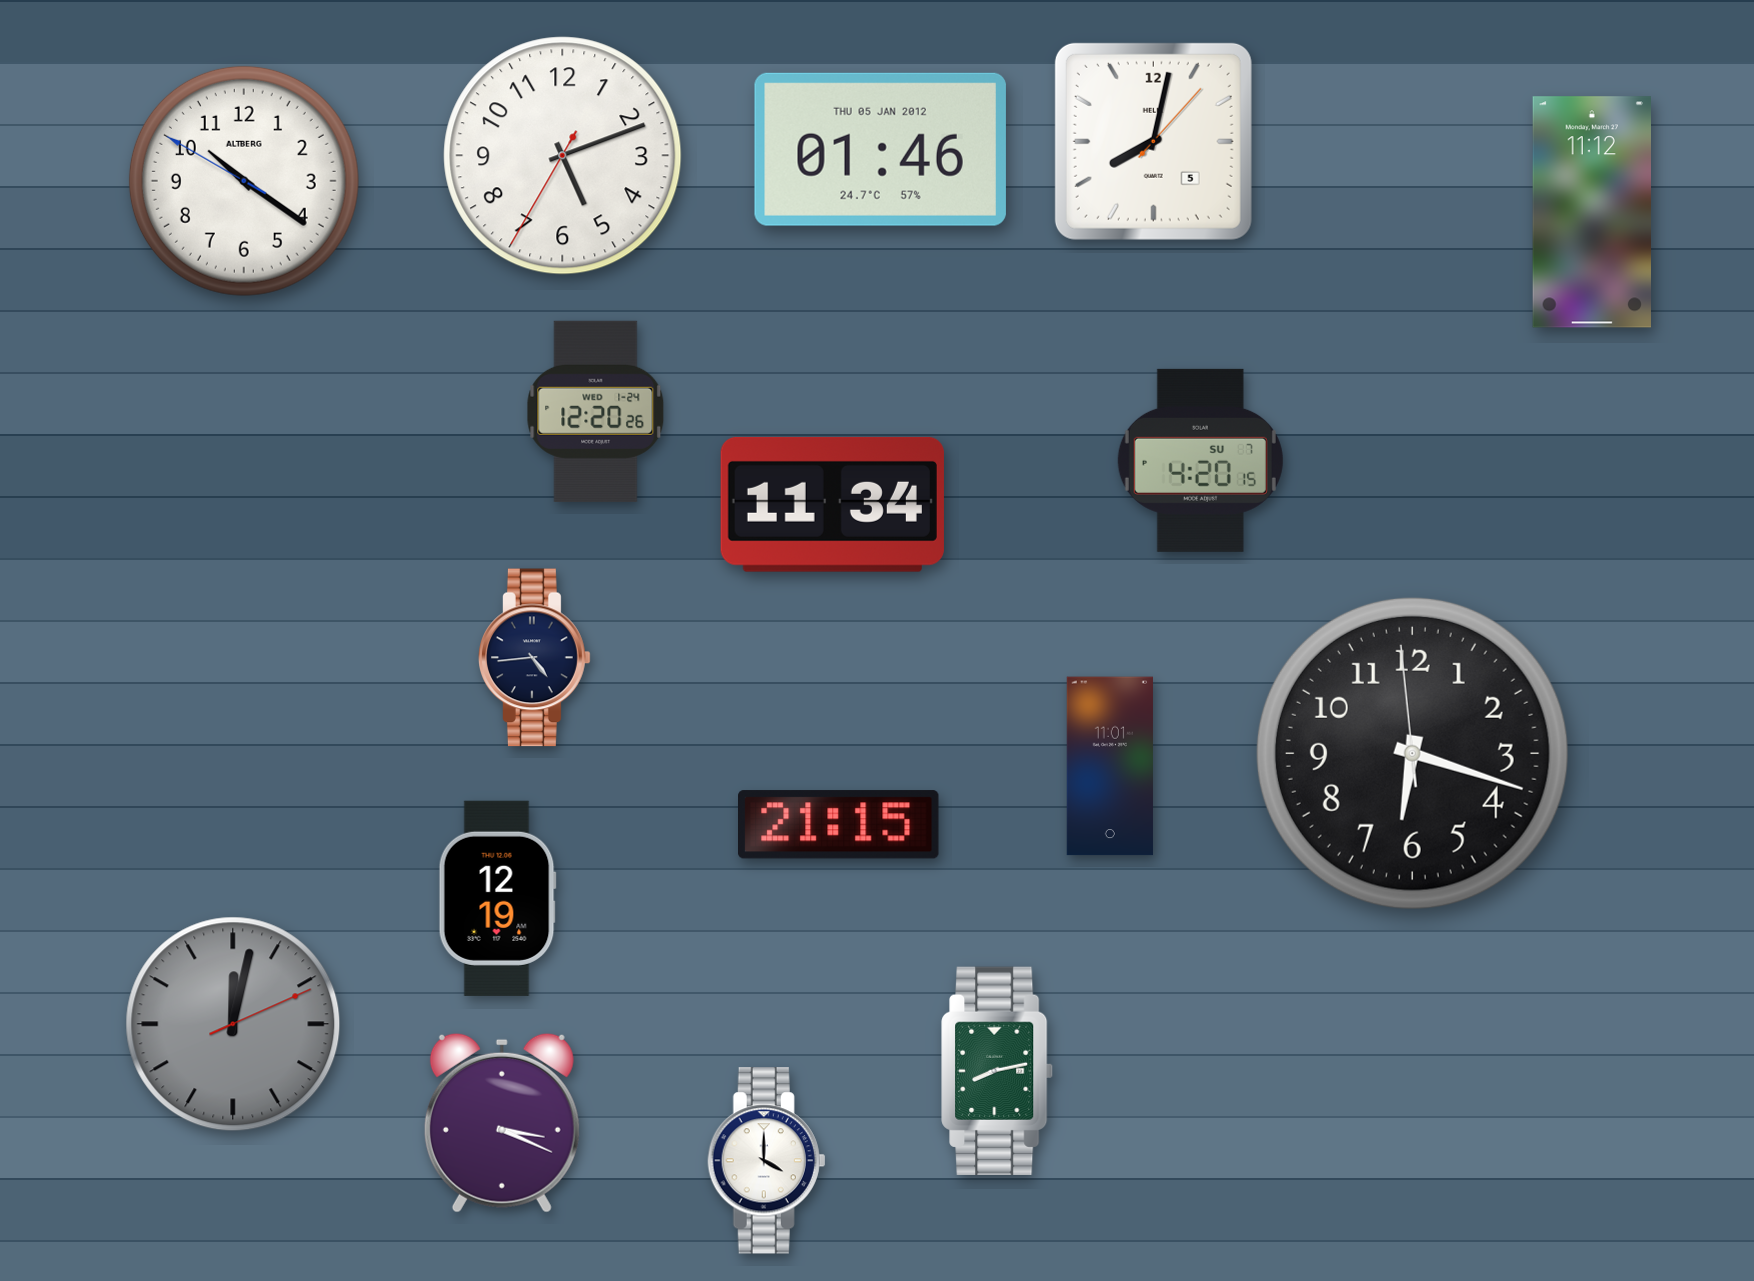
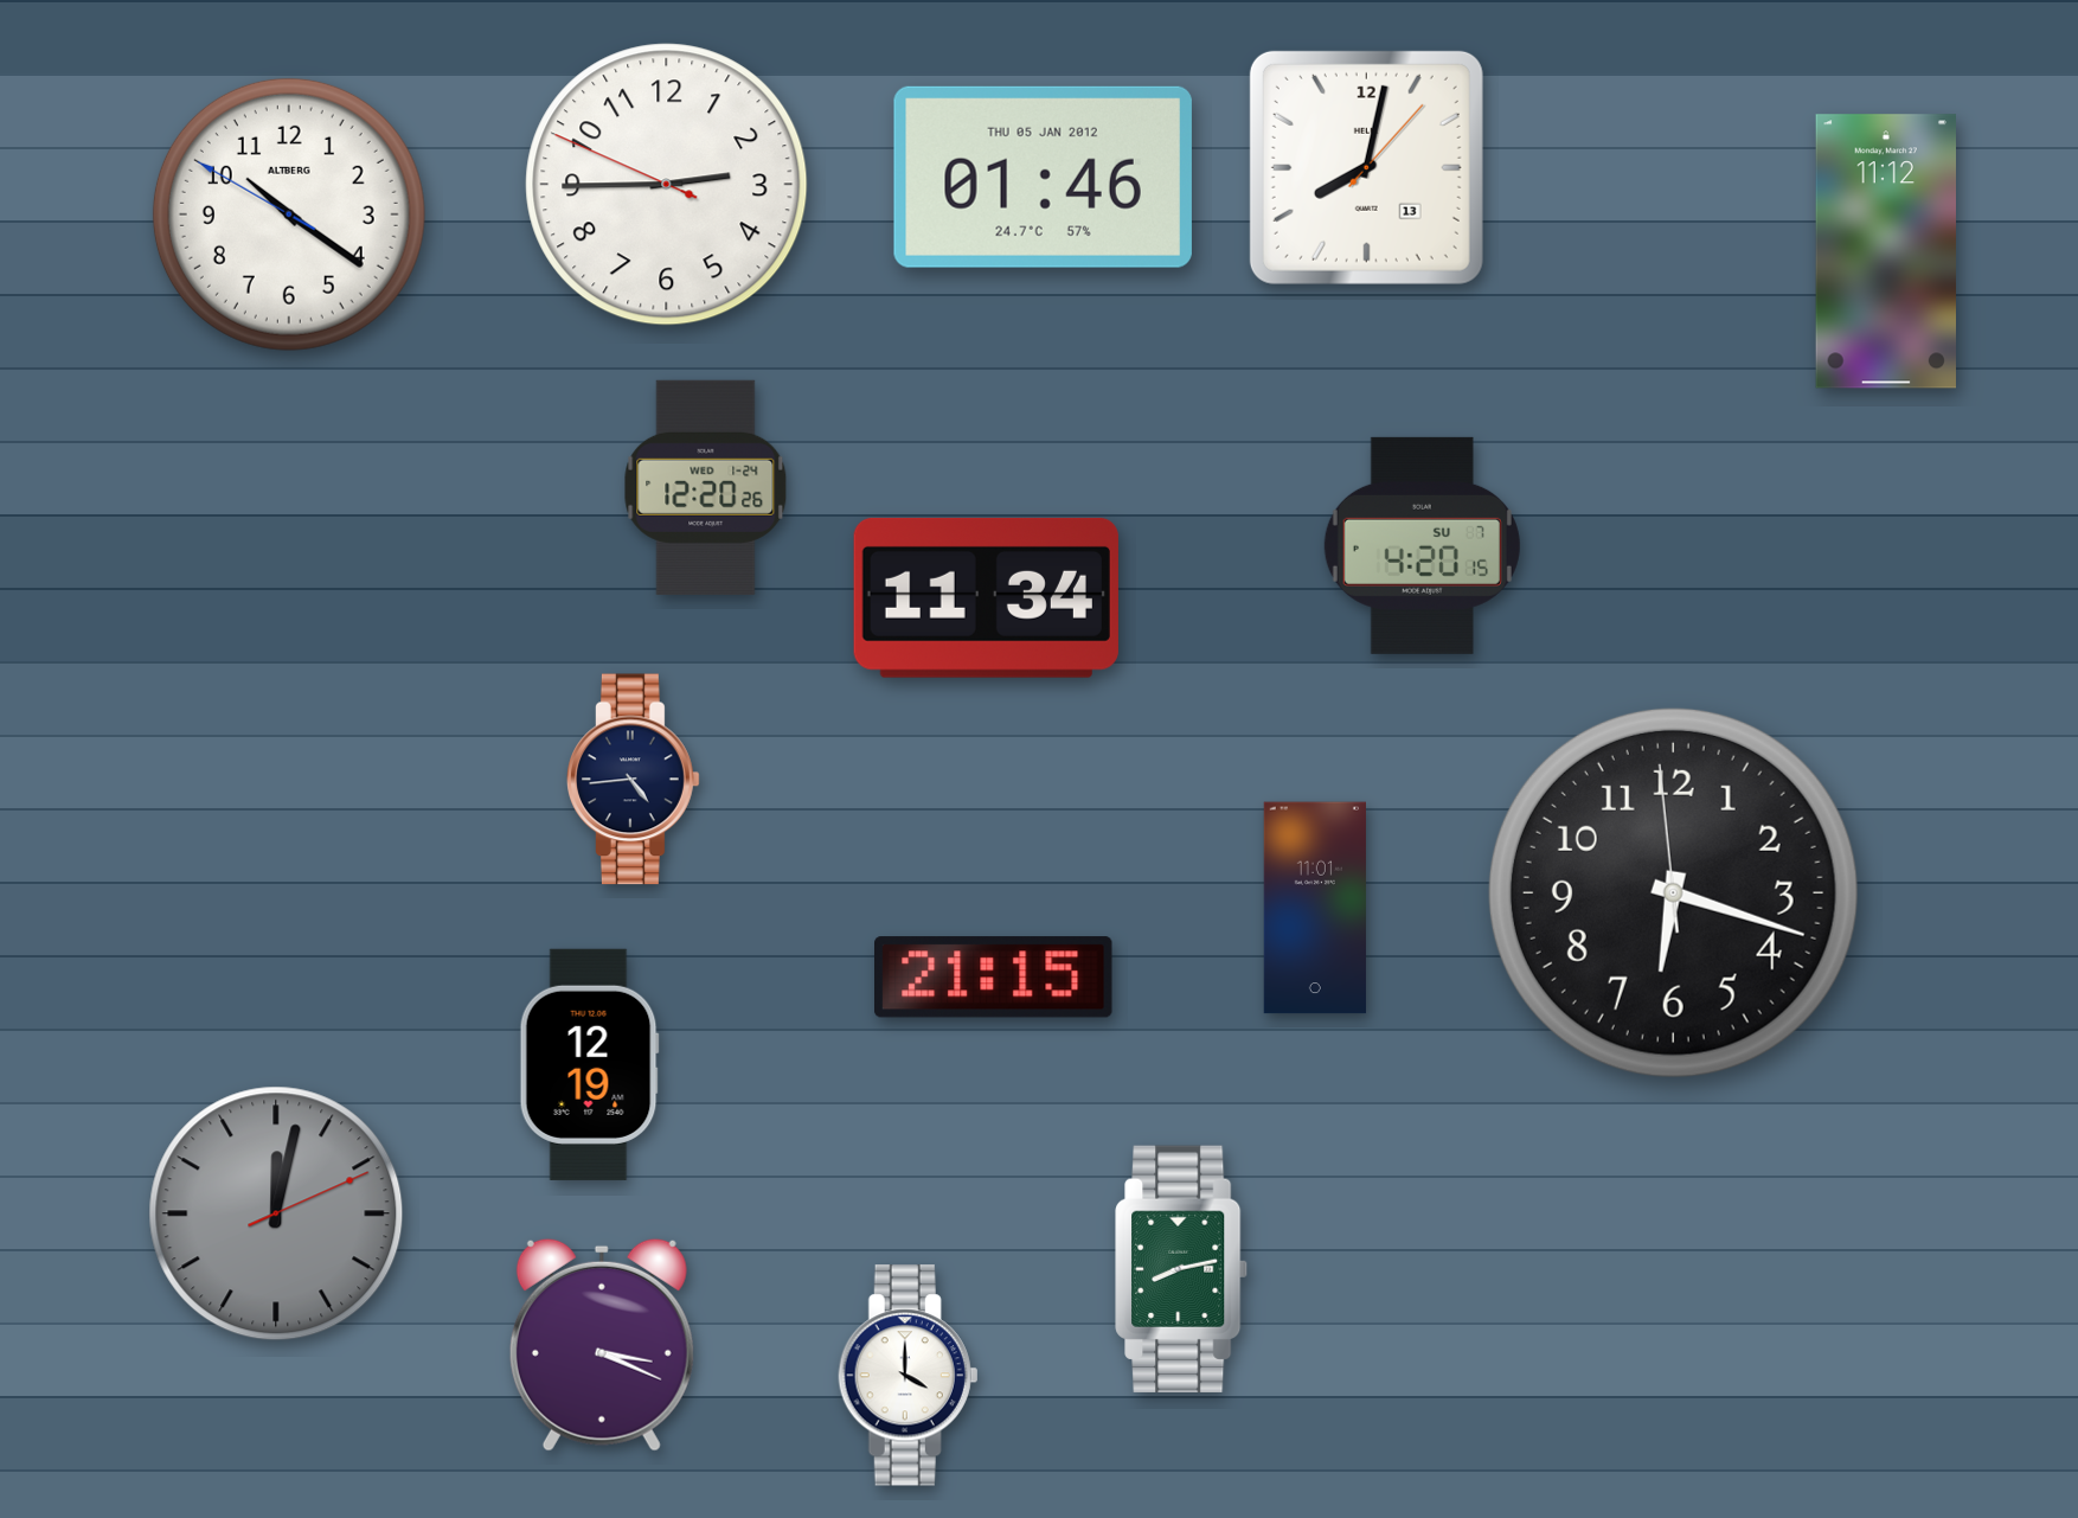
clock at (1153, 141) date: 5 -> 13
clock at (563, 156): 5:11 -> 2:44
clock at (502, 1123) position: (502, 1123) -> (602, 1345)
